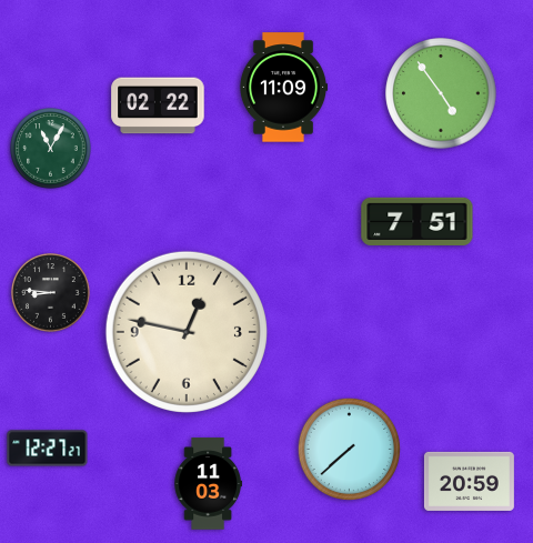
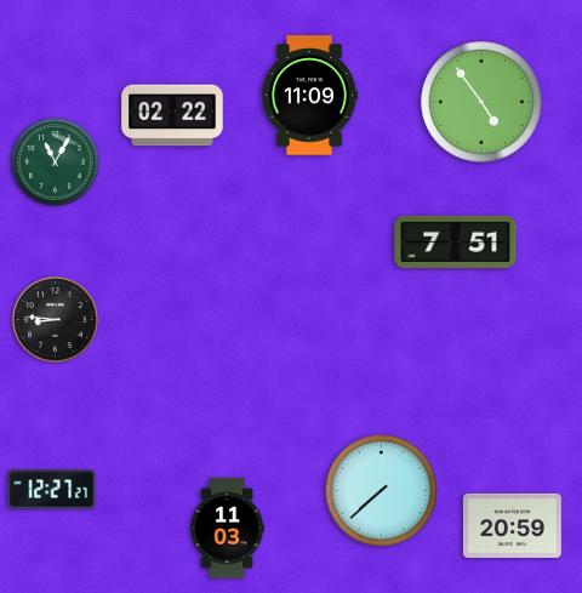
clock at (187, 332): 12:47 -> none
